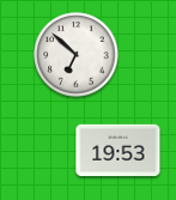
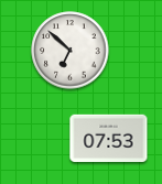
clock at (119, 150): 19:53 -> 07:53
